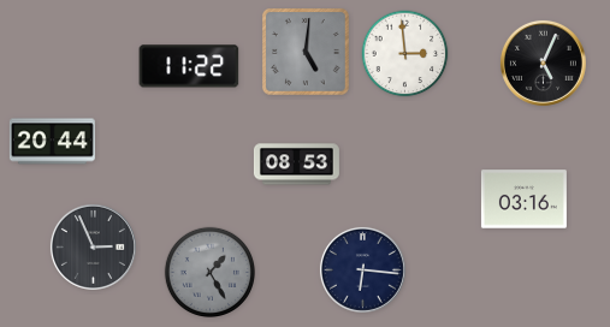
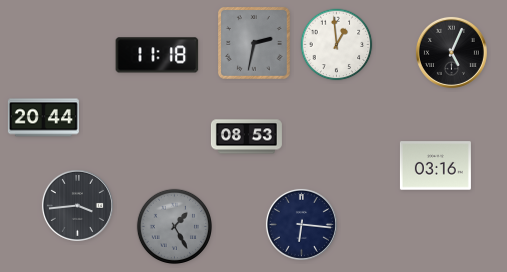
clock at (306, 52): 5:01 -> 2:32
clock at (405, 54): 2:59 -> 12:59
clock at (189, 66): 11:22 -> 11:18
clock at (93, 246): 2:56 -> 3:44
